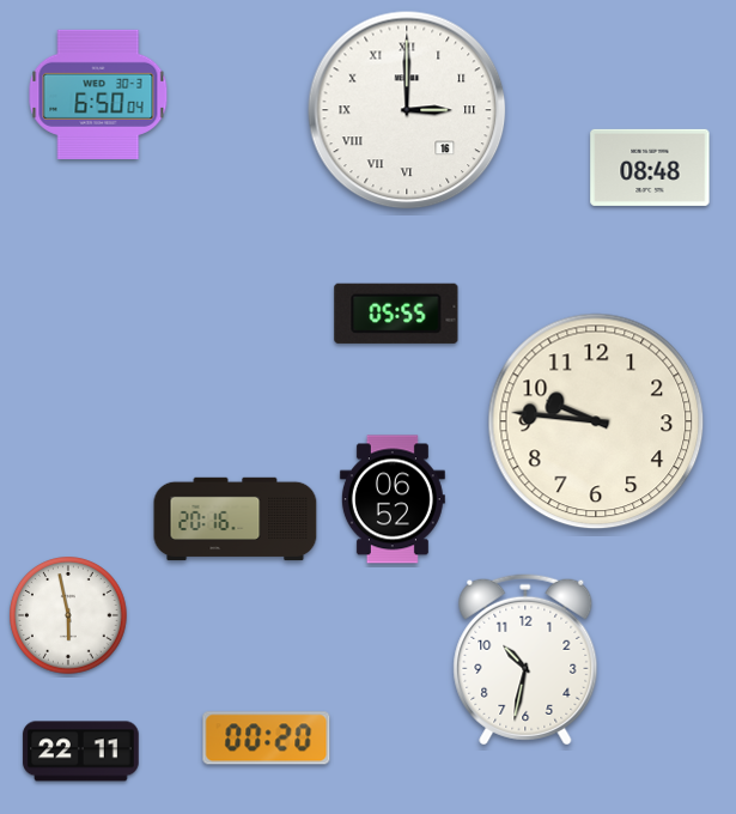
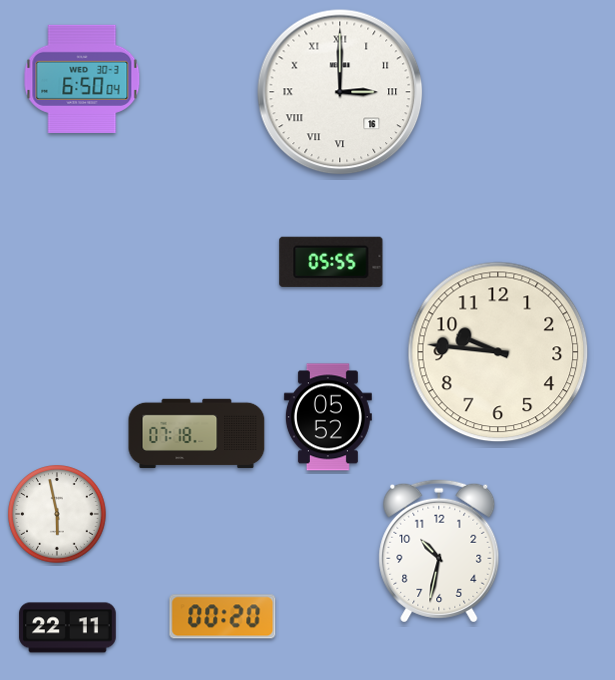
clock at (650, 168): 08:48 -> none
clock at (393, 499): 06:52 -> 05:52
clock at (236, 520): 20:16 -> 07:18
